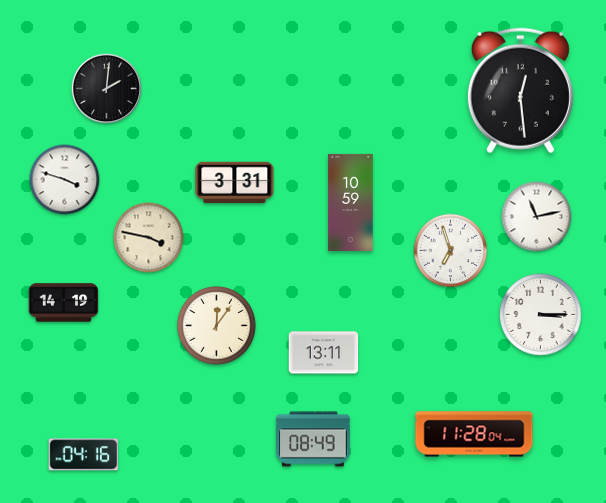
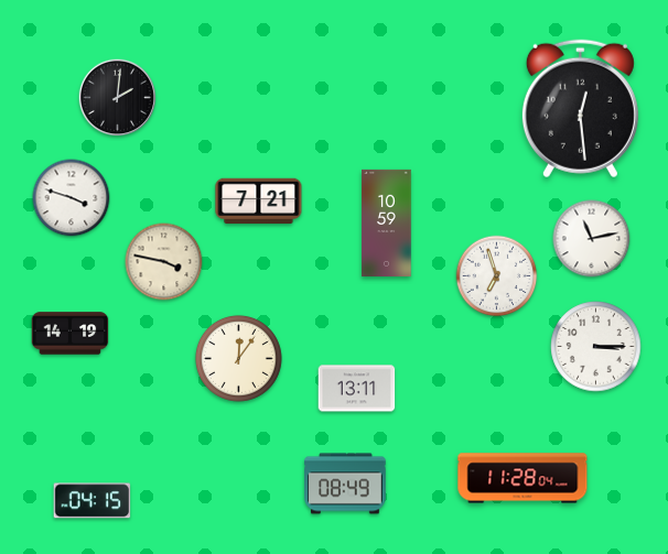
clock at (520, 91) position: (520, 91) -> (580, 109)
clock at (235, 183): 3:31 -> 7:21
clock at (84, 455): 04:16 -> 04:15
